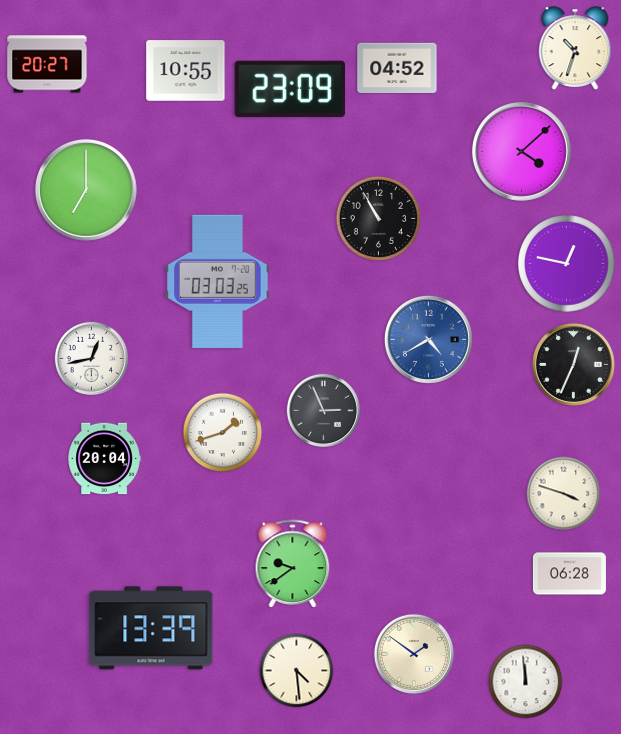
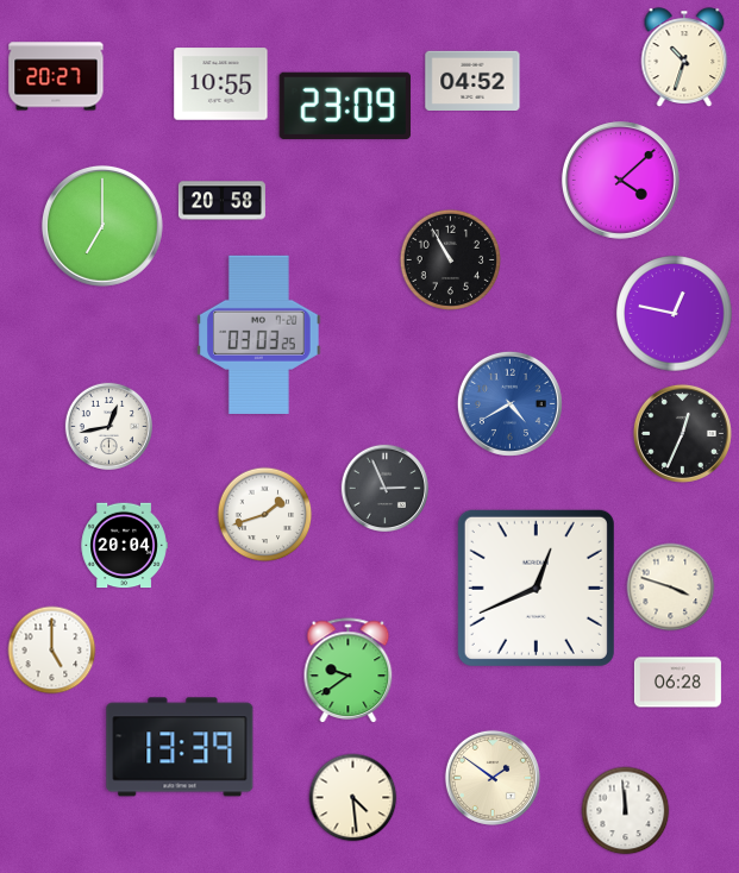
clock at (221, 201): none -> 20:58
clock at (536, 588): none -> 12:41
clock at (52, 651): none -> 5:00
